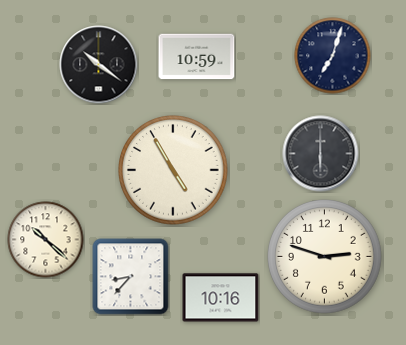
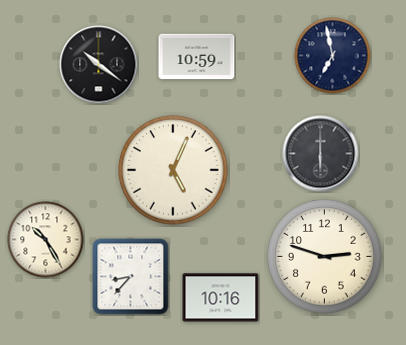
clock at (333, 56): 7:03 -> 6:58
clock at (173, 170): 4:55 -> 5:04
clock at (46, 240): 10:22 -> 10:25
